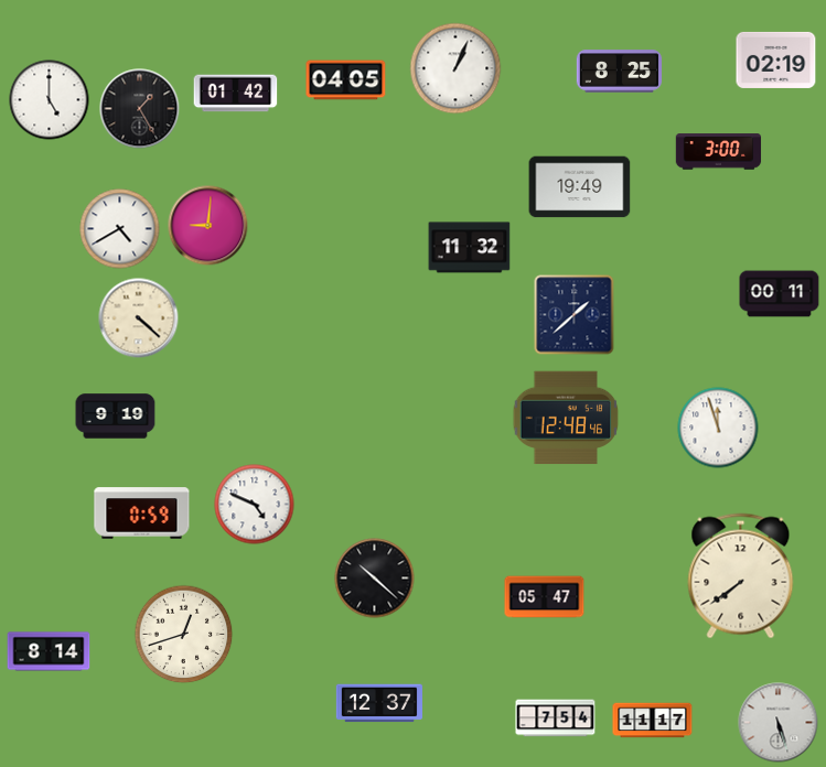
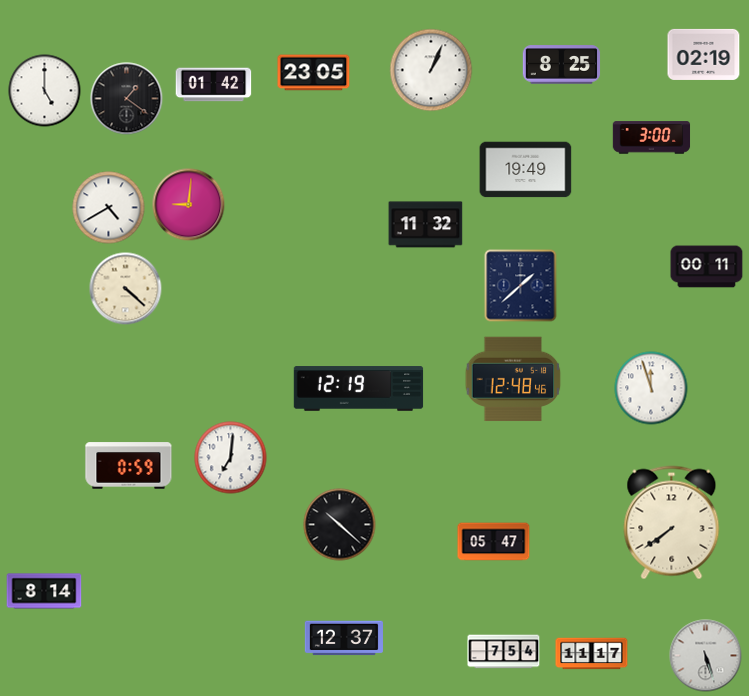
clock at (455, 68) position: (455, 68) -> (431, 70)
clock at (346, 80): 04:05 -> 23:05
clock at (140, 109): 1:25 -> 1:21
clock at (116, 417): 9:19 -> none
clock at (359, 389): none -> 12:19
clock at (255, 505): 4:49 -> 7:01
clock at (184, 635): 12:42 -> none
